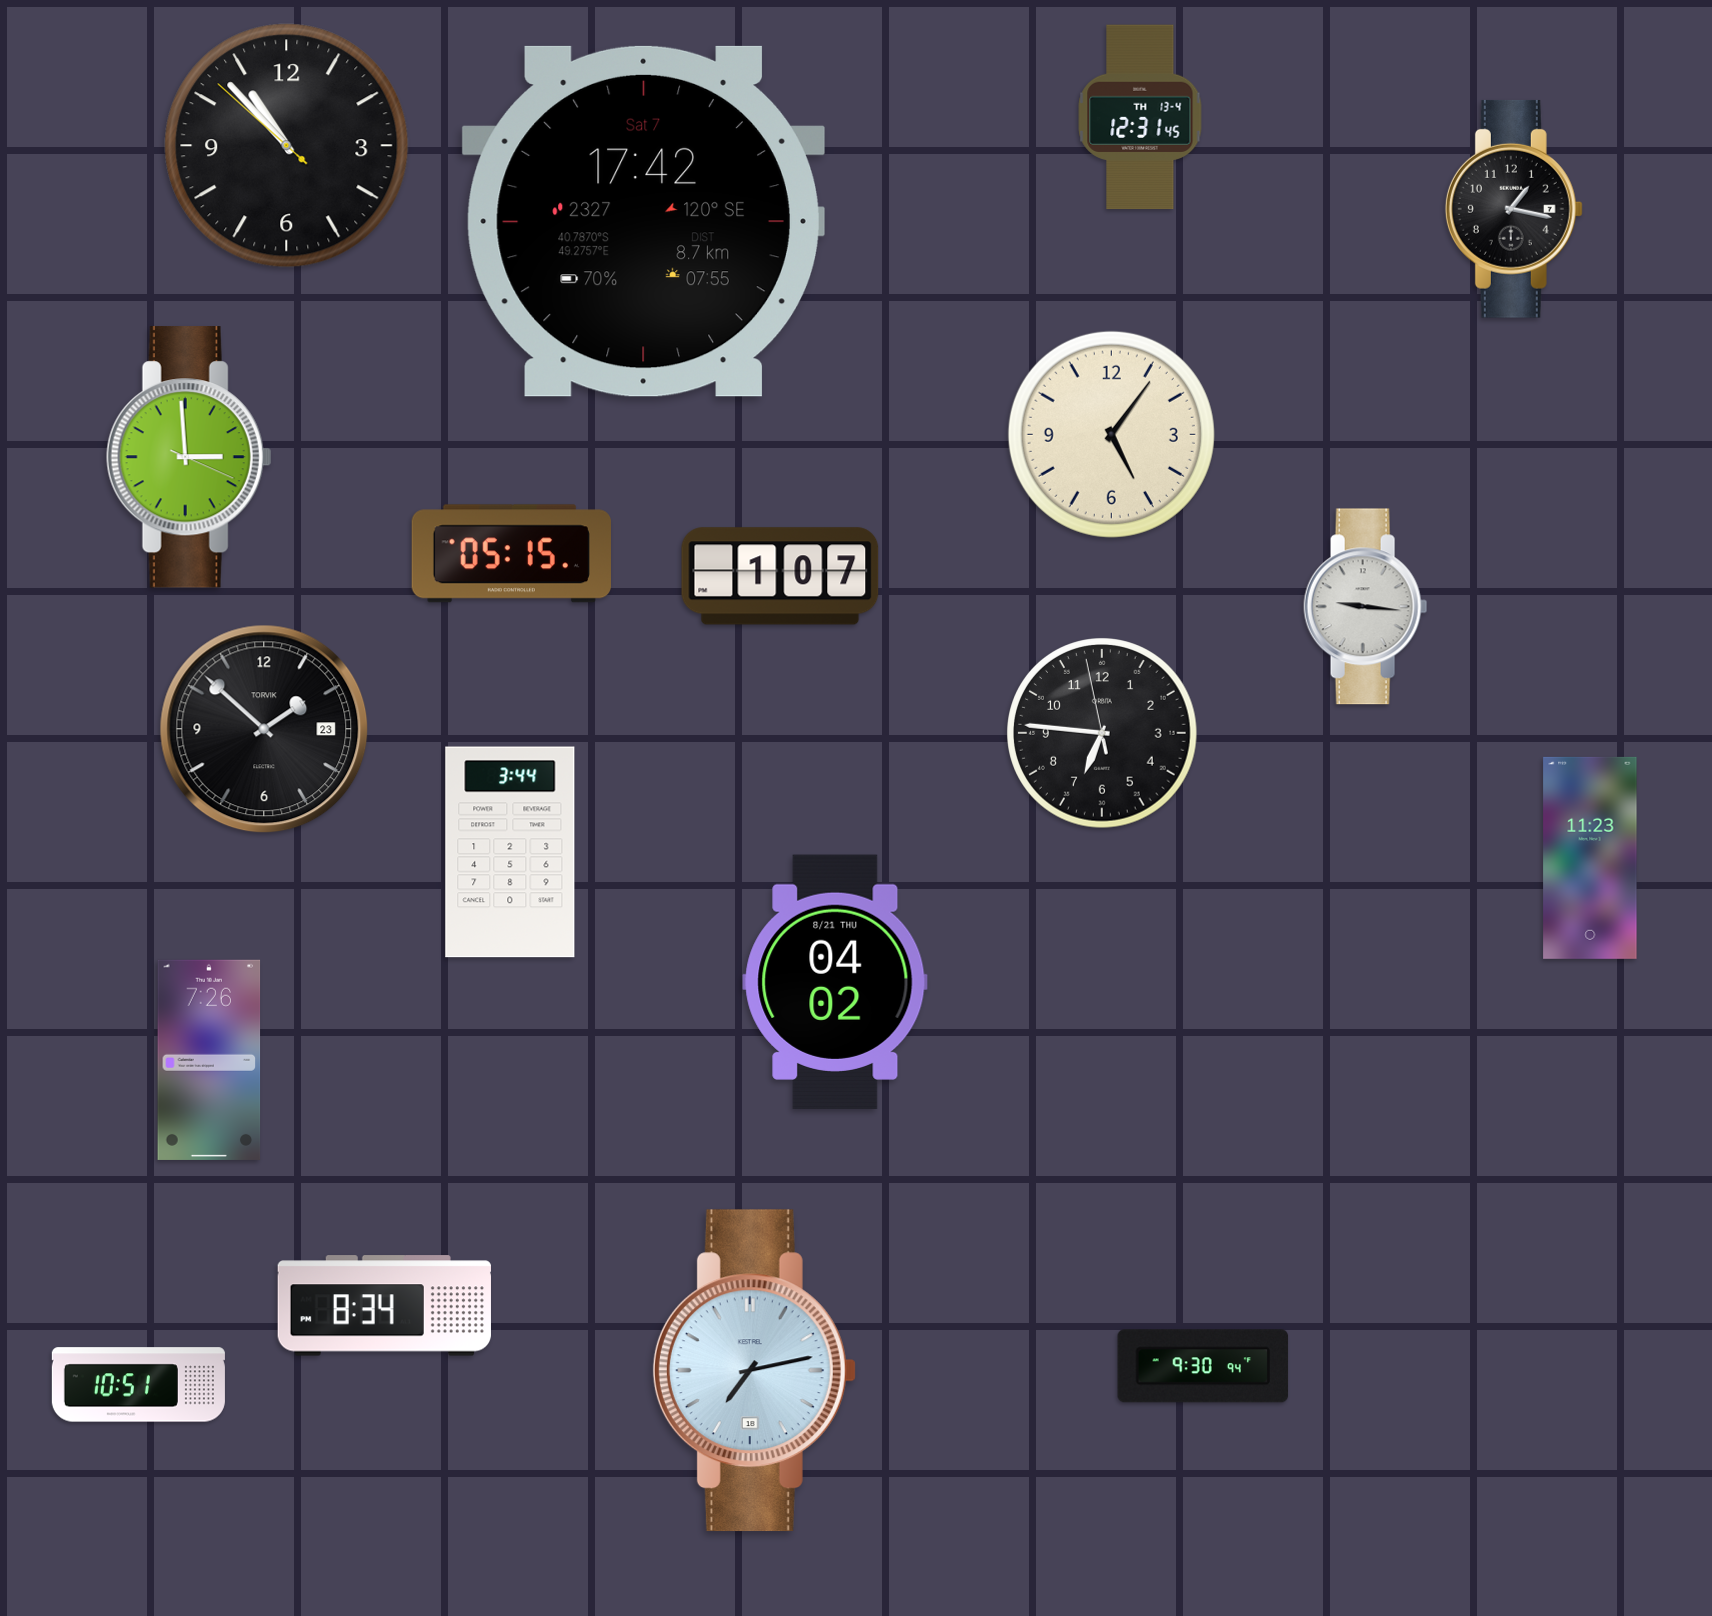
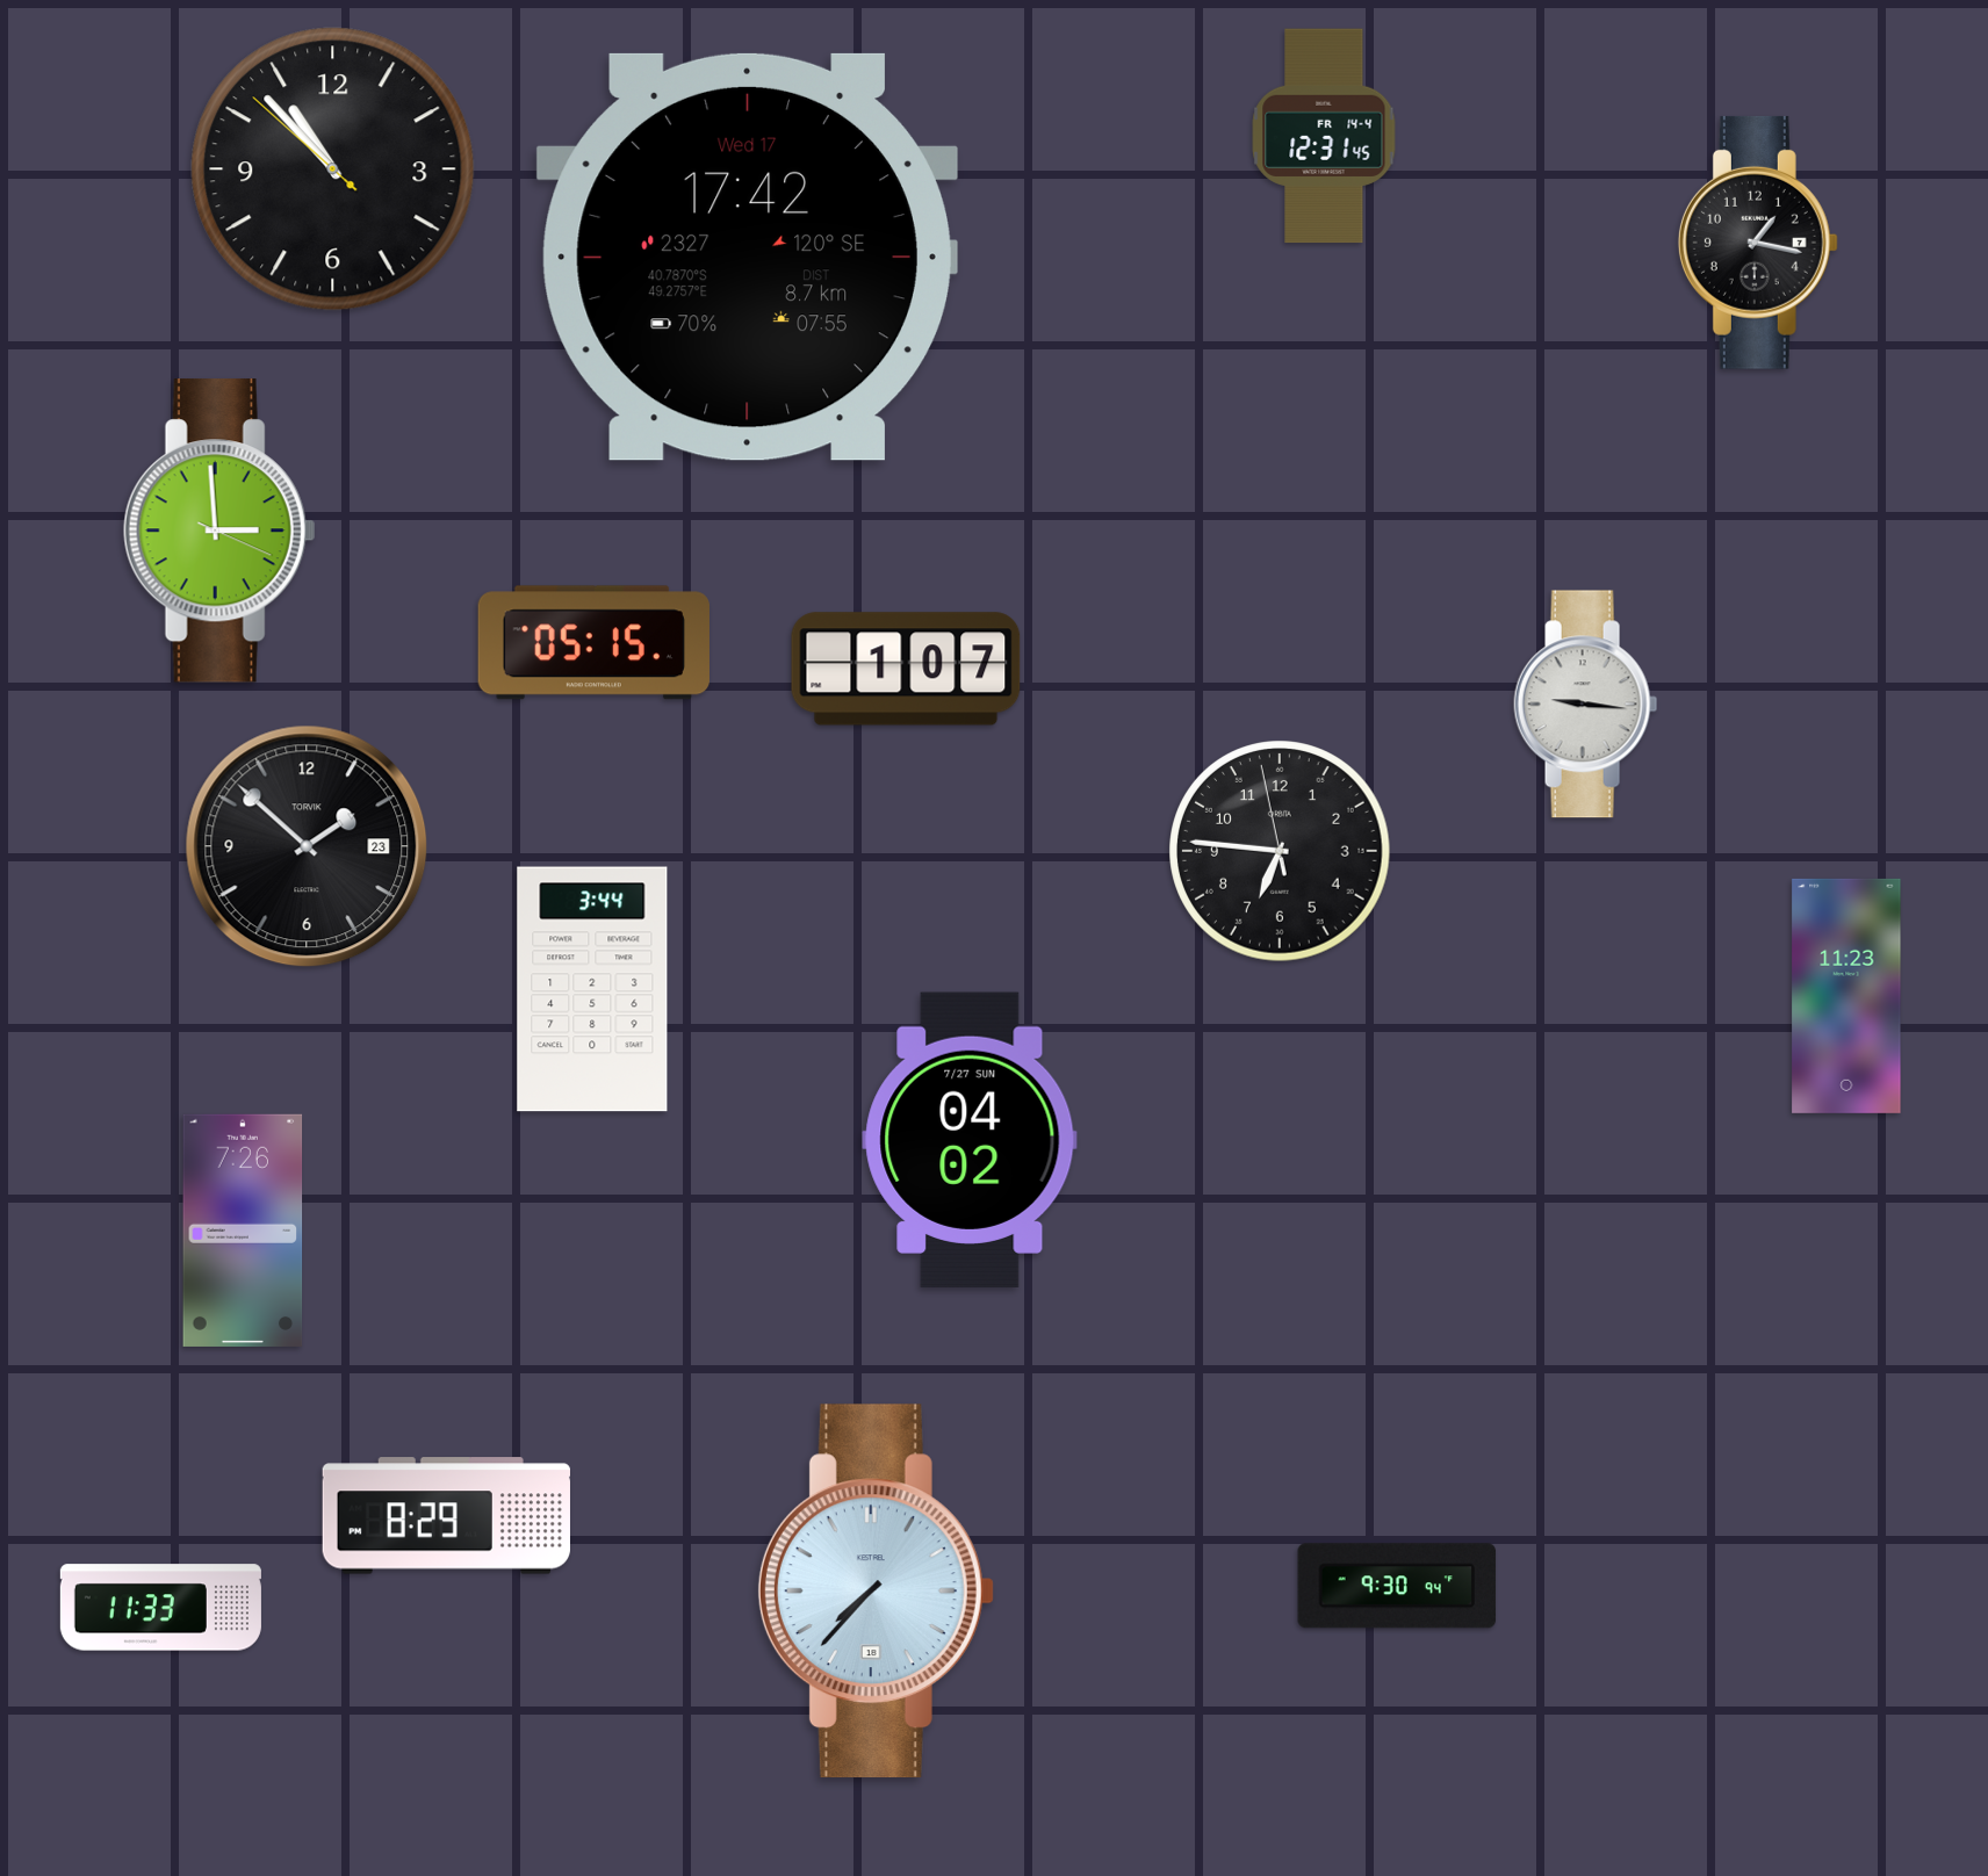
clock at (1140, 117) date: TH 13-4 -> FR 14-4
clock at (643, 221) date: Sat 7 -> Wed 17
clock at (1111, 434): 5:06 -> none
clock at (835, 981) date: 8/21 THU -> 7/27 SUN
clock at (384, 1306): 8:34 -> 8:29
clock at (754, 1371): 7:13 -> 7:37
clock at (138, 1385): 10:51 -> 11:33
